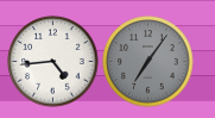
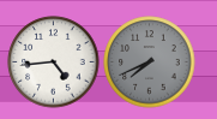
clock at (148, 62): 7:06 -> 7:41
